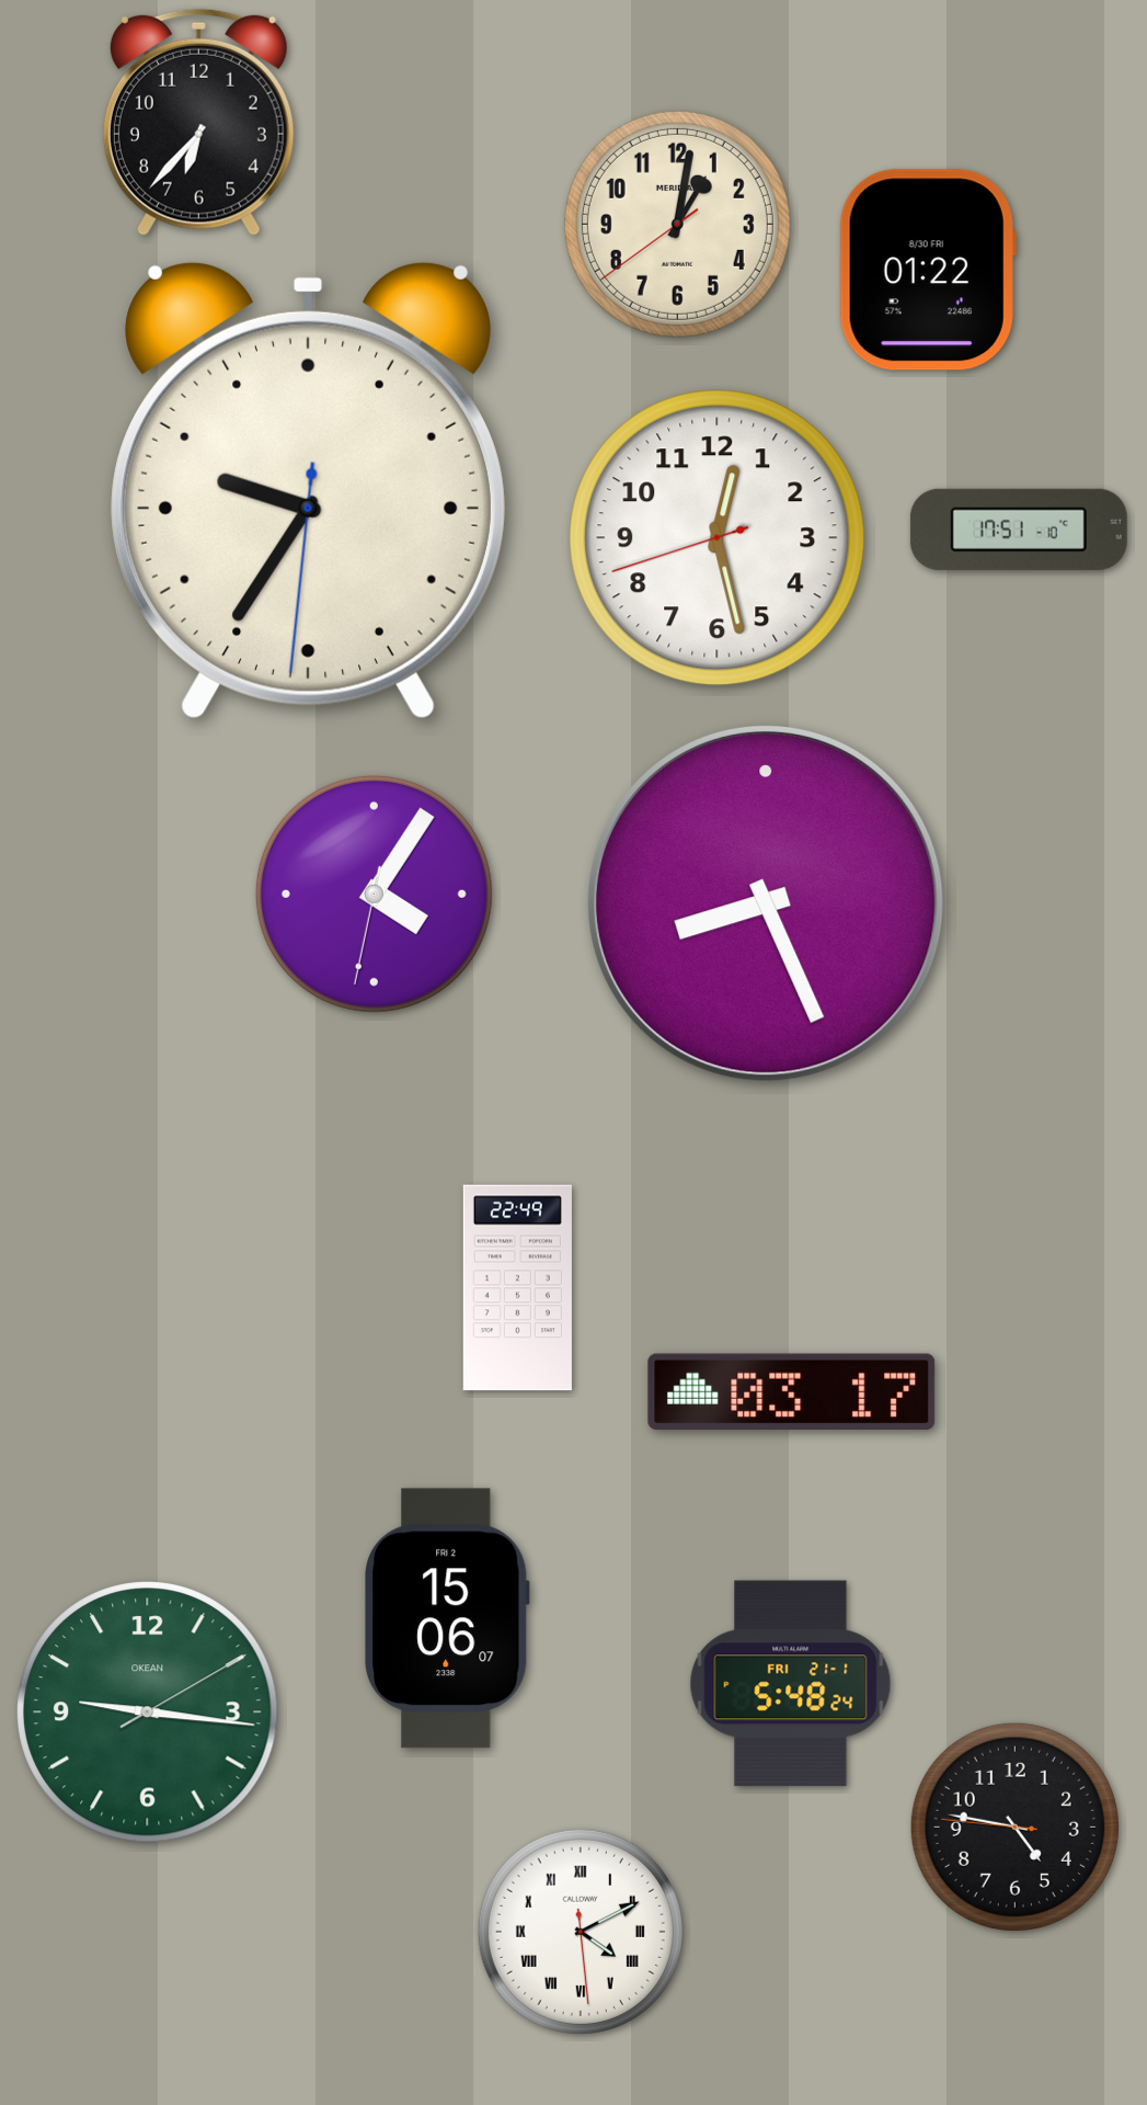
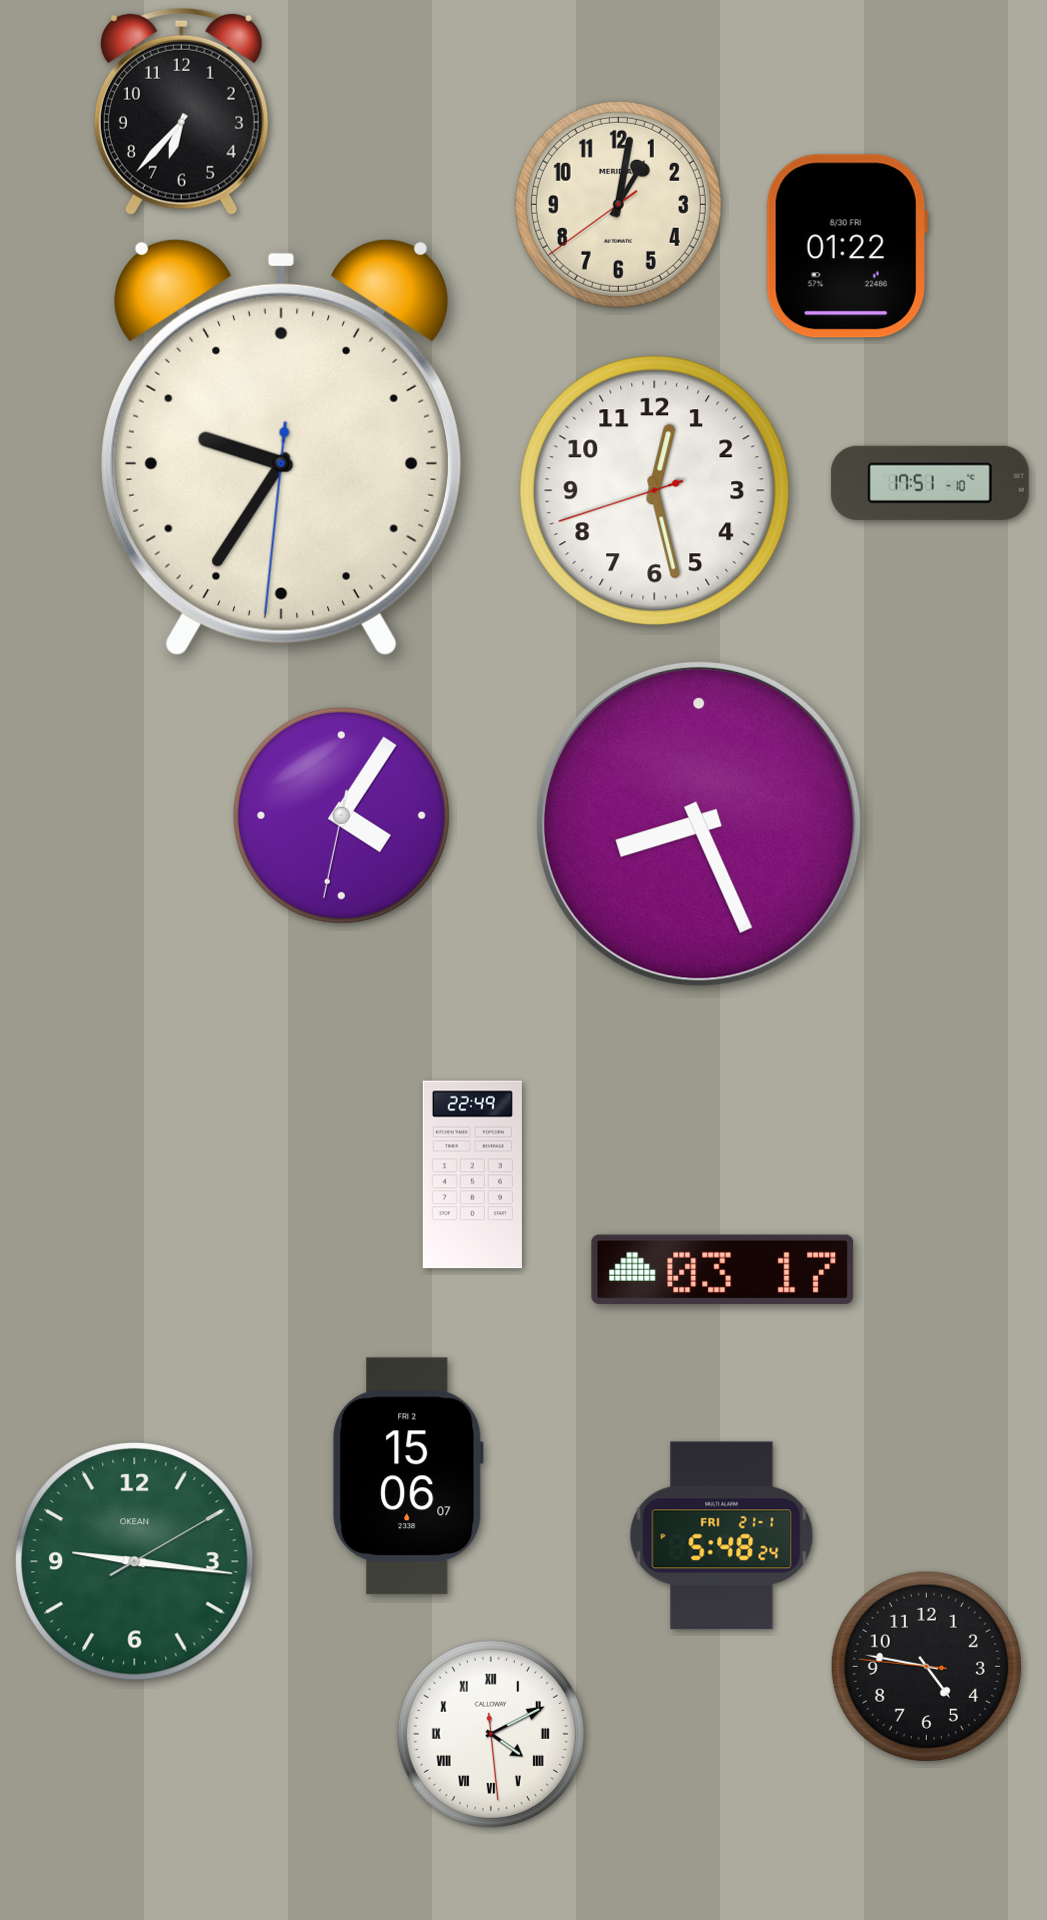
clock at (581, 1932) position: (581, 1932) -> (491, 1734)
